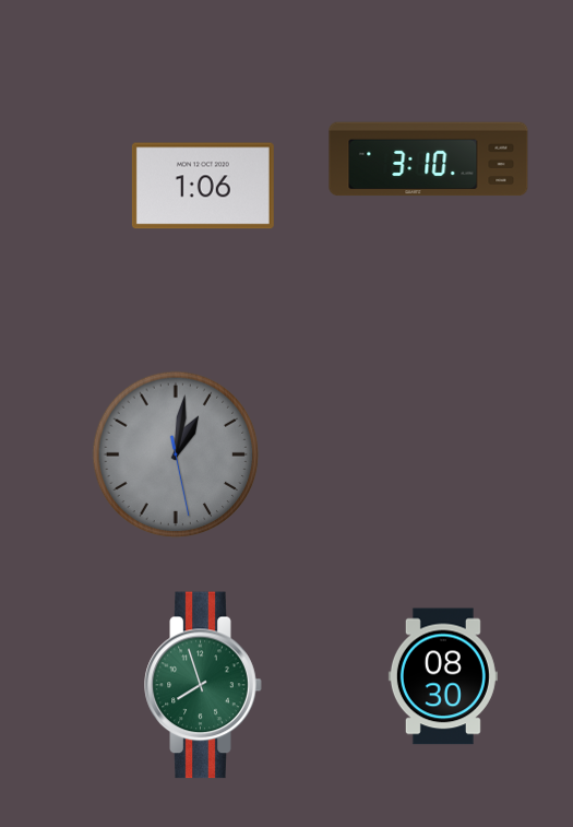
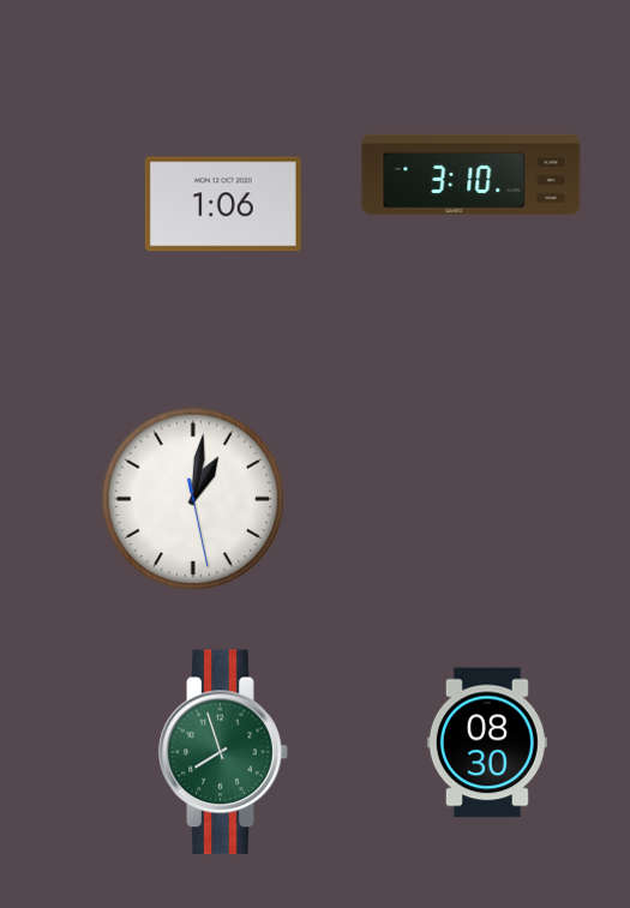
clock at (176, 454) dial: grey -> white
